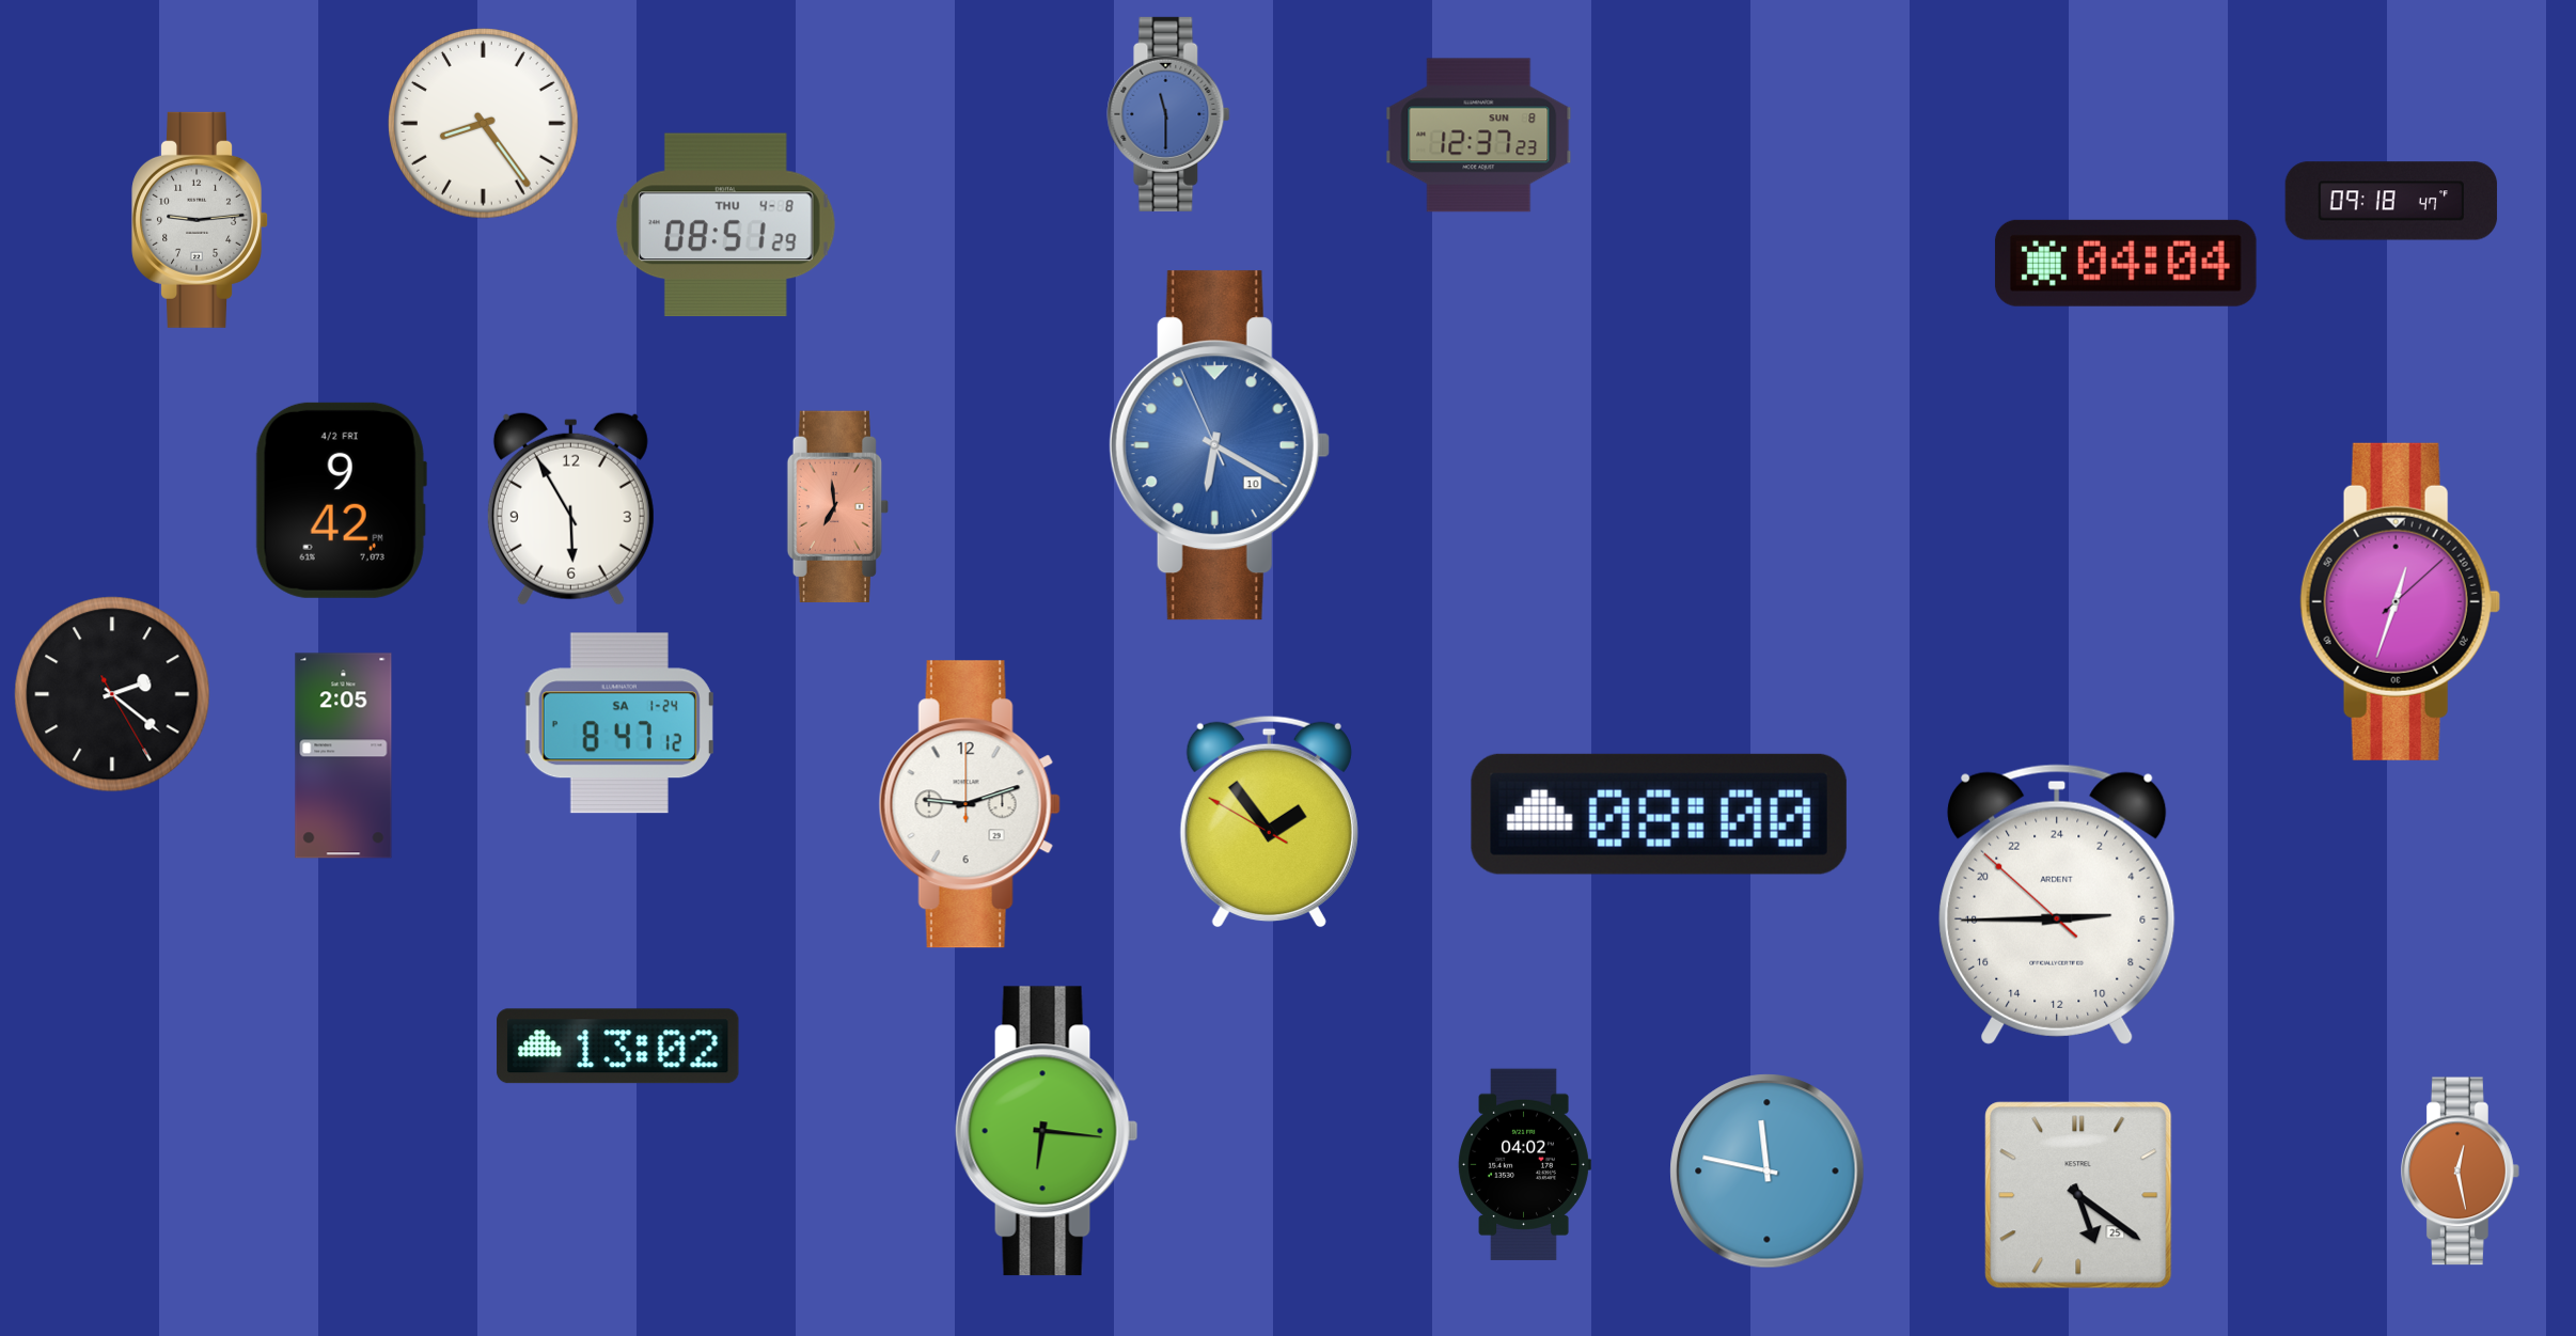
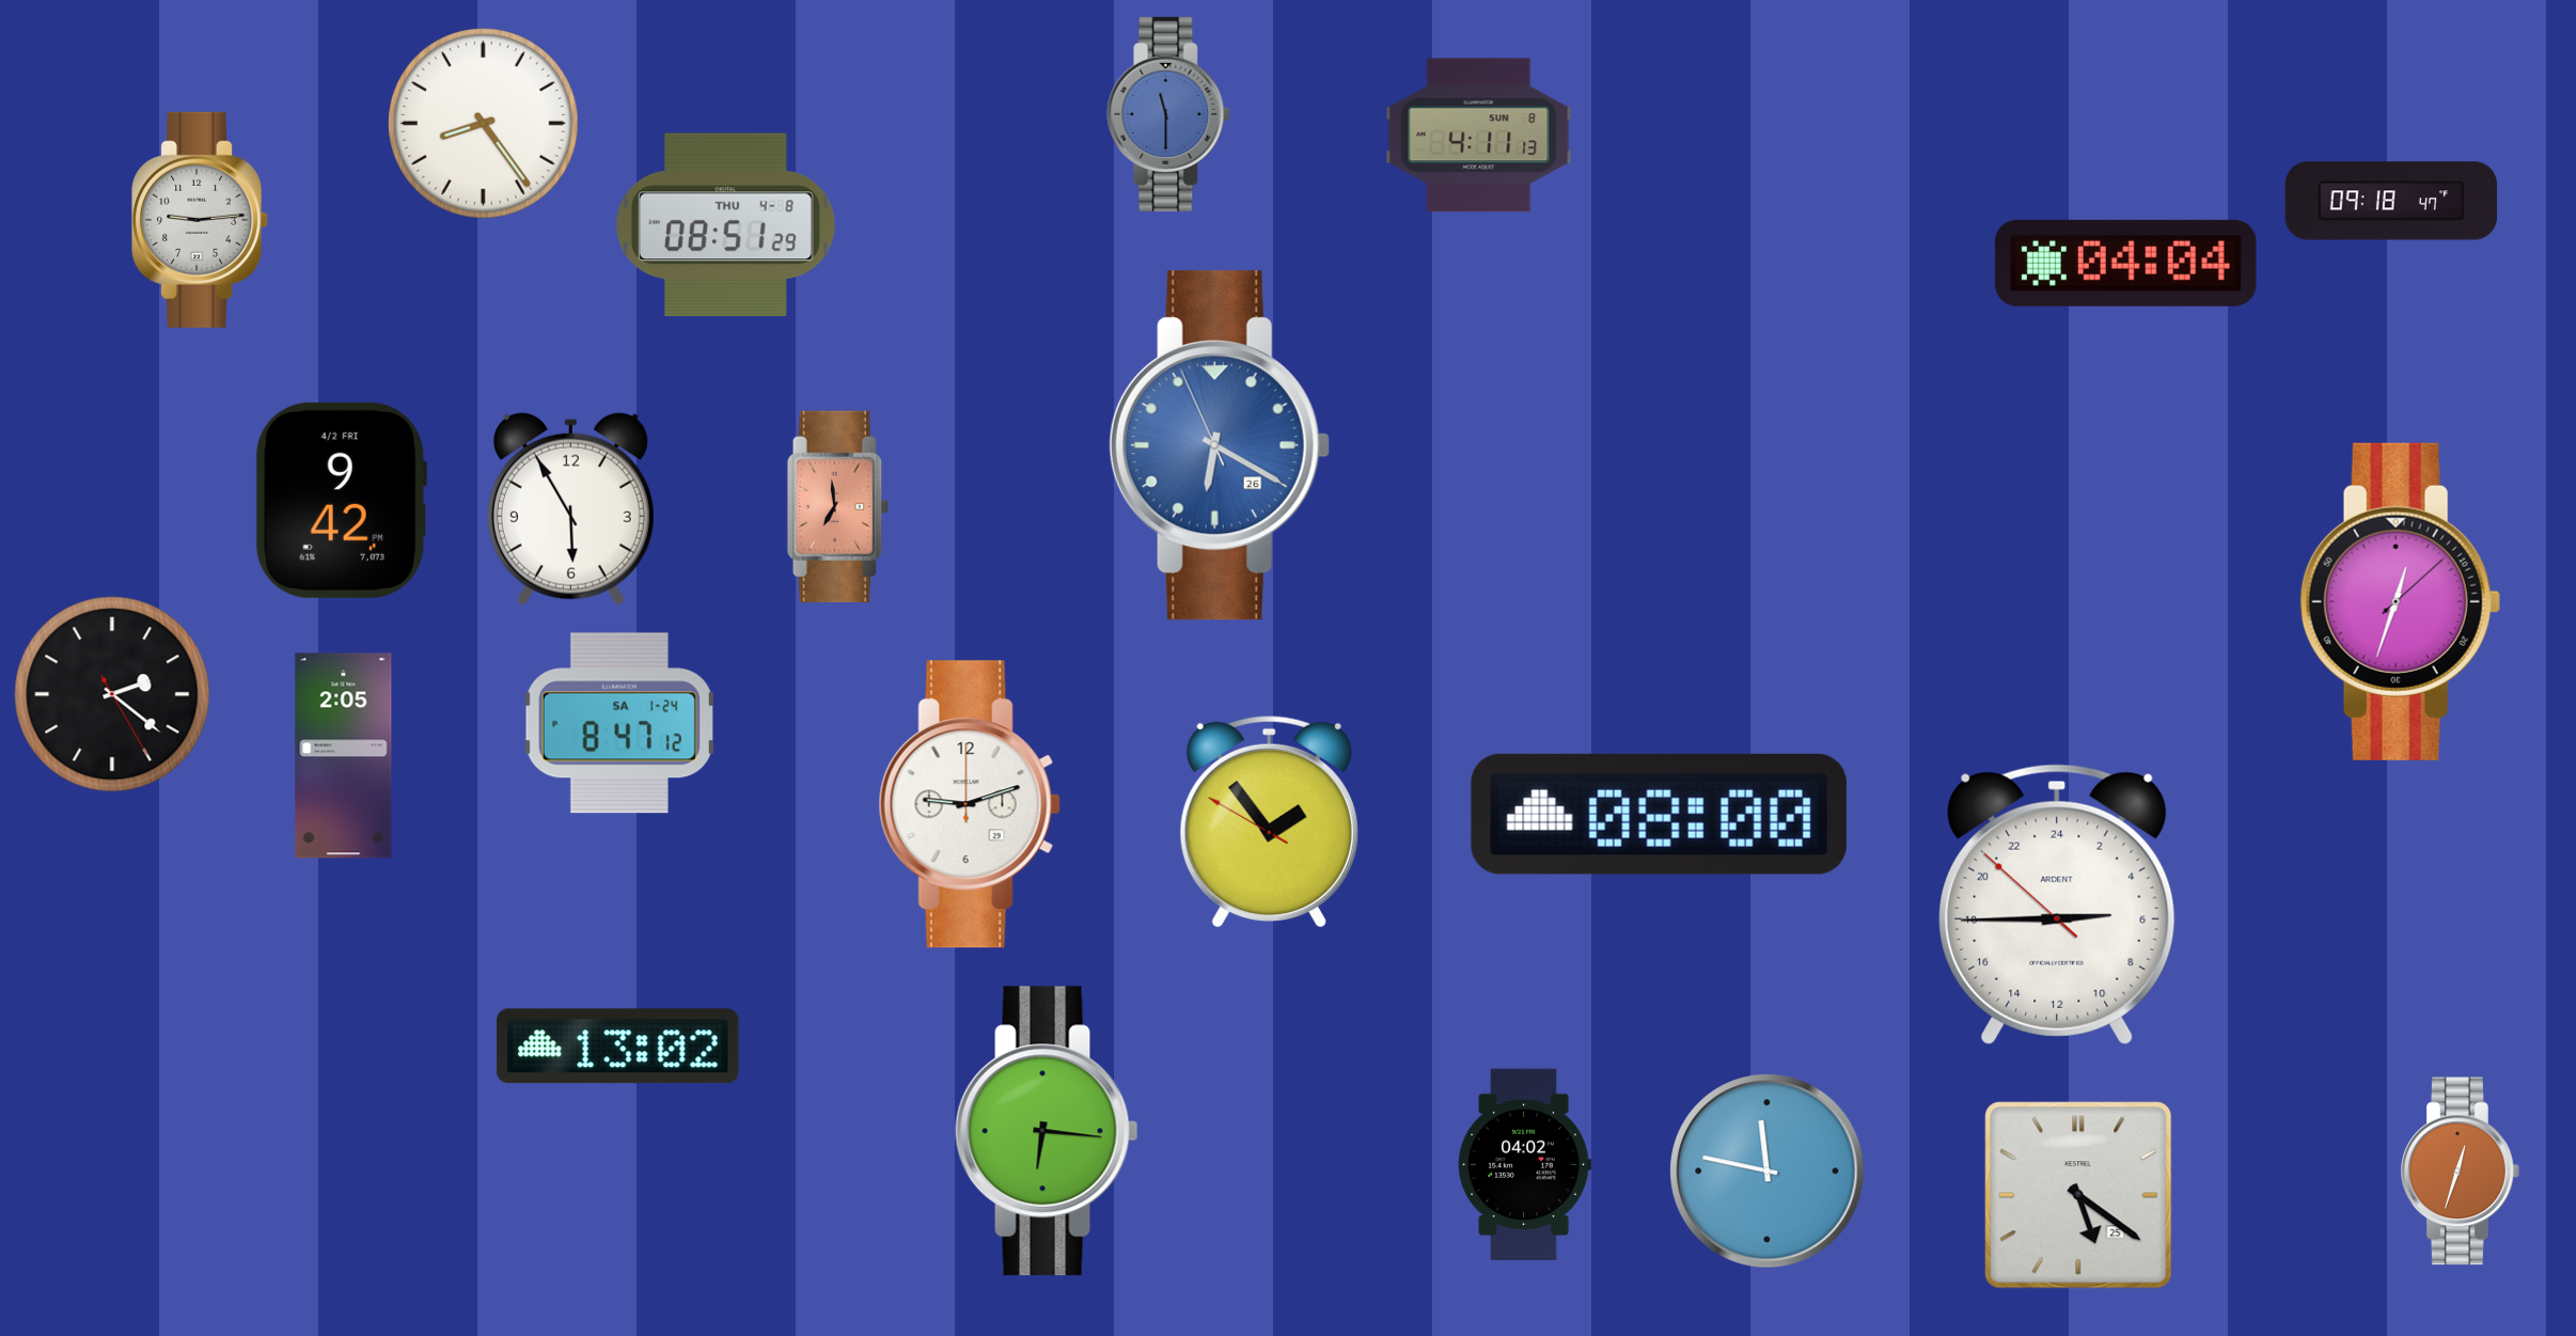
clock at (1479, 136): 12:37 -> 4:11
clock at (1220, 445) date: 10 -> 26
clock at (2461, 1172): 12:28 -> 12:33
